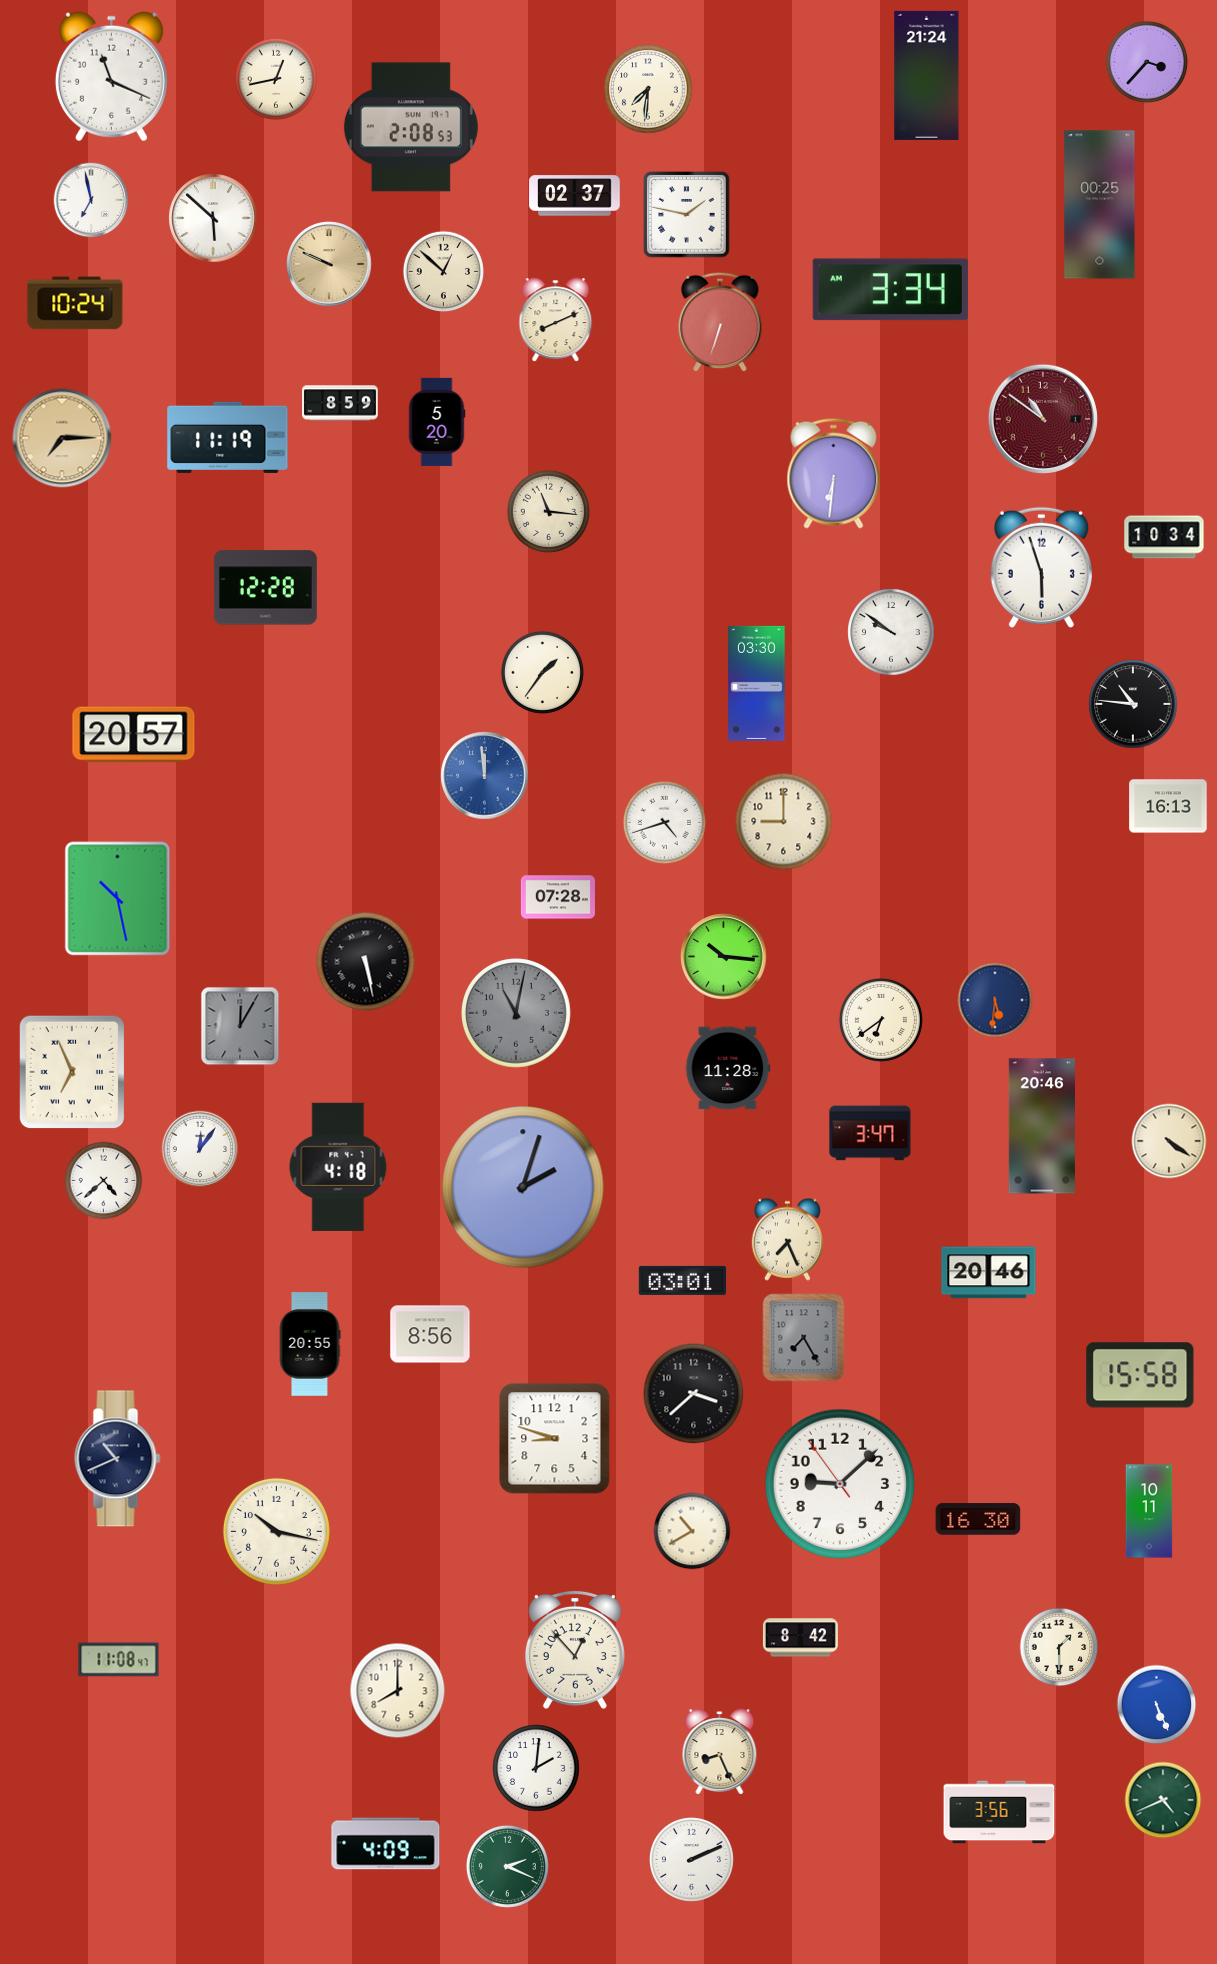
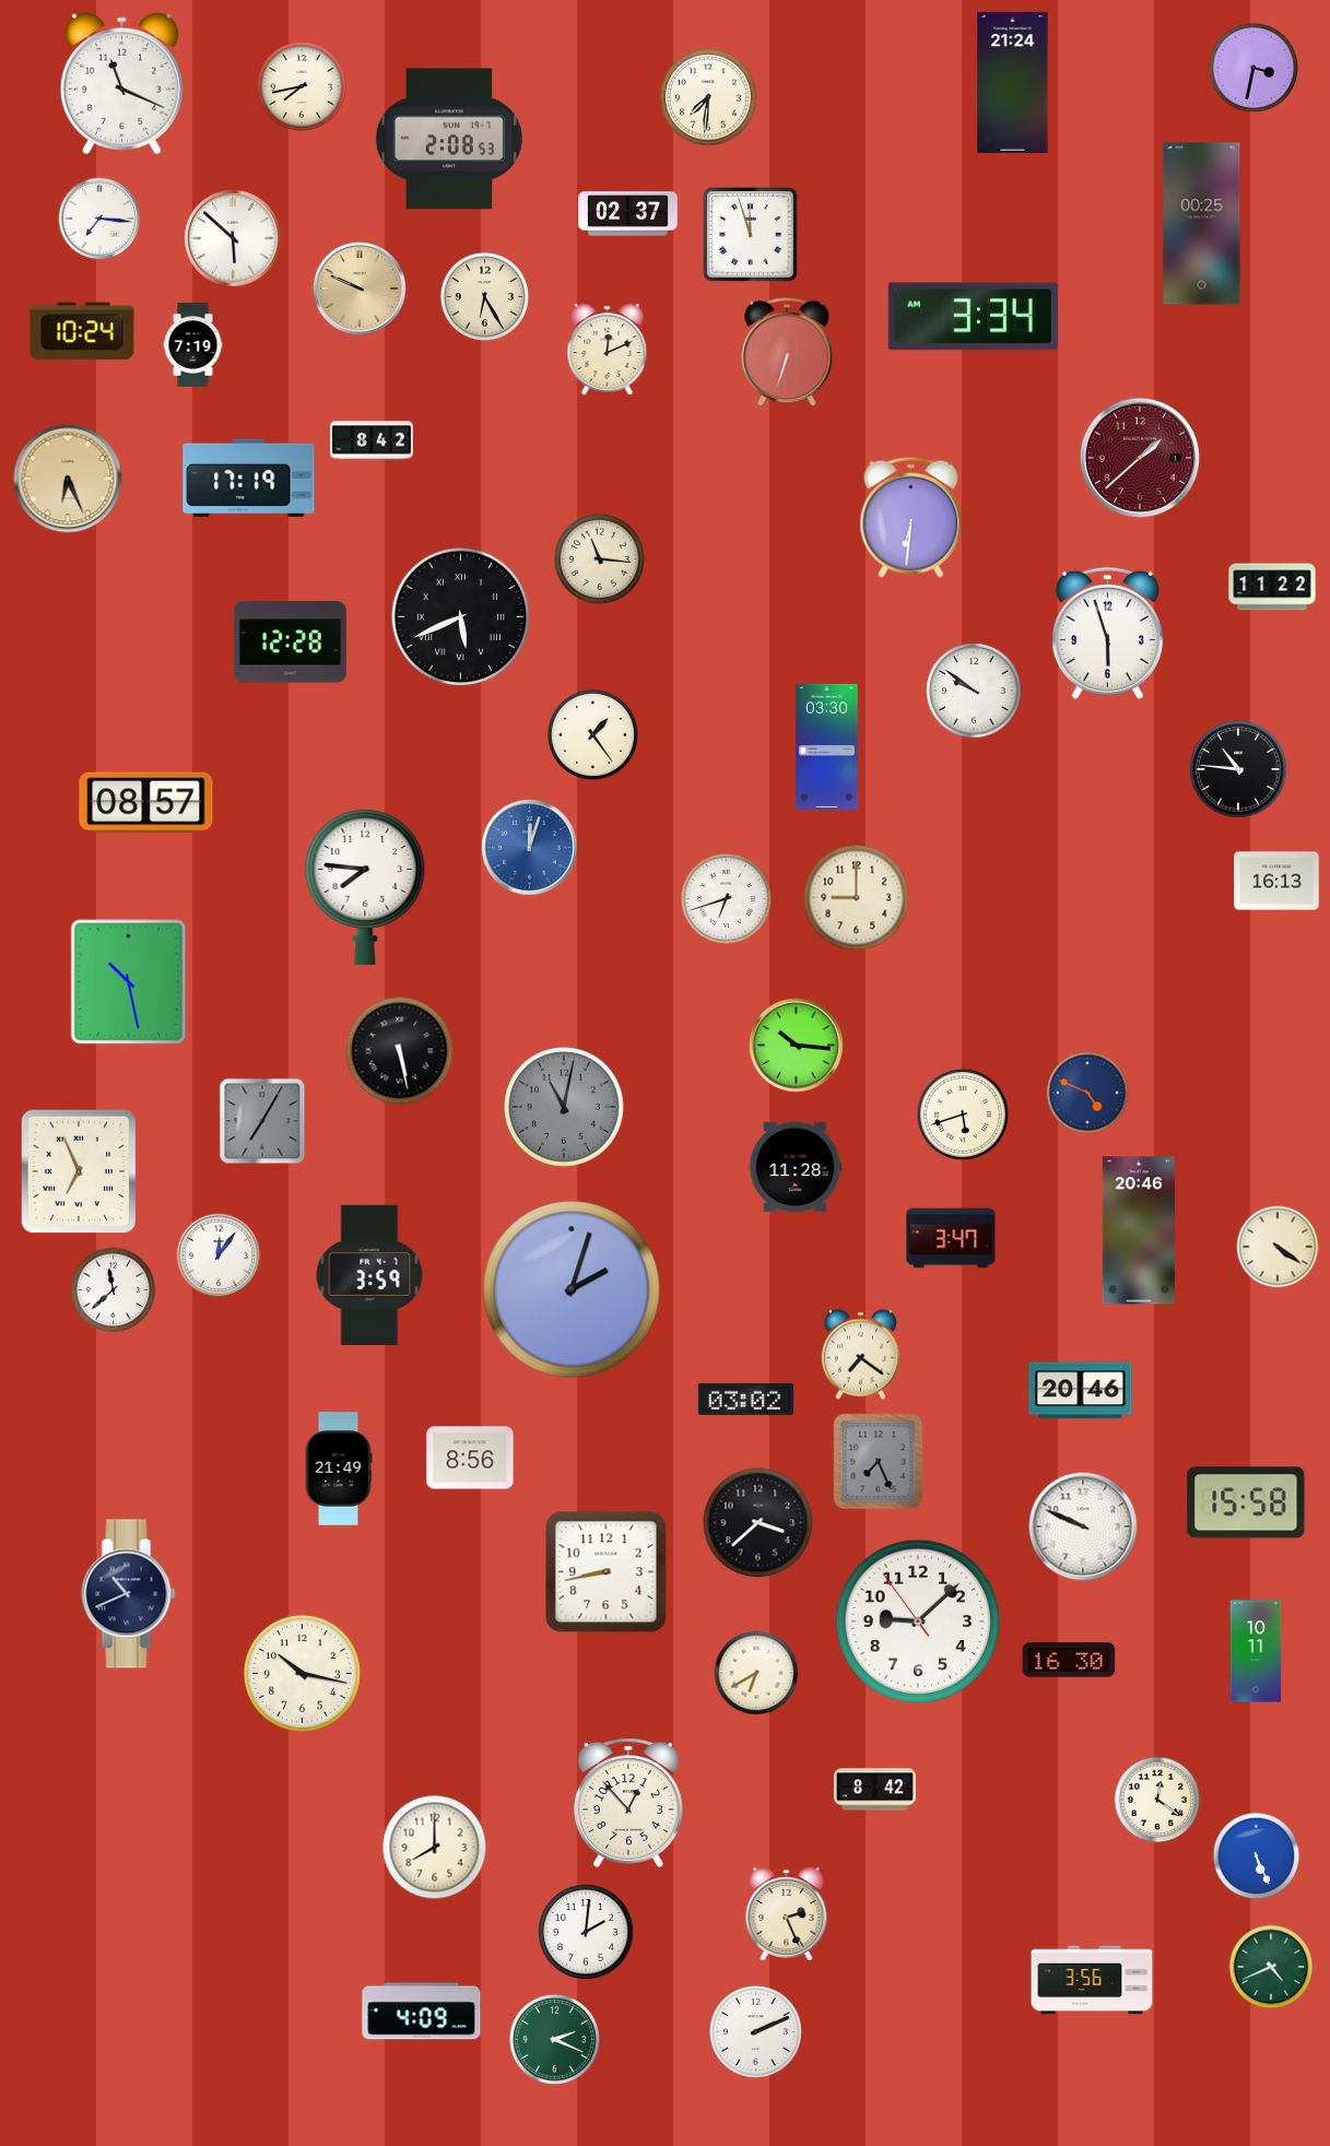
clock at (1147, 62): 3:37 -> 3:32
clock at (276, 79): 12:43 -> 7:43
clock at (91, 200): 6:58 -> 7:16
clock at (687, 215): 1:47 -> 11:57
clock at (444, 272): 12:52 -> 6:25
clock at (193, 345): none -> 7:19
clock at (556, 320): 8:11 -> 12:11
clock at (341, 403): 8:59 -> 8:42
clock at (1042, 418): 10:51 -> 1:38
clock at (437, 422): 5:20 -> none
clock at (228, 437): 11:19 -> 17:19
clock at (62, 438): 7:15 -> 6:26
clock at (1164, 537): 10:34 -> 11:22
clock at (461, 617): none -> 5:41
clock at (1041, 567) position: (1041, 567) -> (1107, 633)
clock at (542, 672): 1:36 -> 1:24
clock at (134, 735): 20:57 -> 08:57
clock at (485, 776): 11:59 -> 12:03
clock at (365, 886): none -> 7:46
clock at (664, 822): 4:42 -> 6:42
clock at (558, 897): 07:28 -> none
clock at (724, 957) position: (724, 957) -> (797, 1046)
clock at (995, 1000): 5:31 -> 4:49
clock at (881, 1020): 6:39 -> 5:42
clock at (240, 1026): 12:05 -> 7:05
clock at (338, 1167): 4:18 -> 3:59
clock at (104, 1181): 4:38 -> 11:38
clock at (523, 1187) position: (523, 1187) -> (572, 1289)
clock at (787, 1239): 7:26 -> 7:21
clock at (682, 1280): 03:01 -> 03:02
clock at (804, 1338): 7:25 -> 7:26
clock at (310, 1344): 20:55 -> 21:49
clock at (1083, 1526): none -> 9:49
clock at (555, 1439): 8:48 -> 8:43
clock at (692, 1531): 10:40 -> 6:40
clock at (1059, 1647): 1:30 -> 12:21
clock at (119, 1660): 11:08 -> none
clock at (1157, 1705) position: (1157, 1705) -> (1257, 1856)
clock at (720, 1752): 8:26 -> 2:26
clock at (386, 1844) position: (386, 1844) -> (422, 2012)
